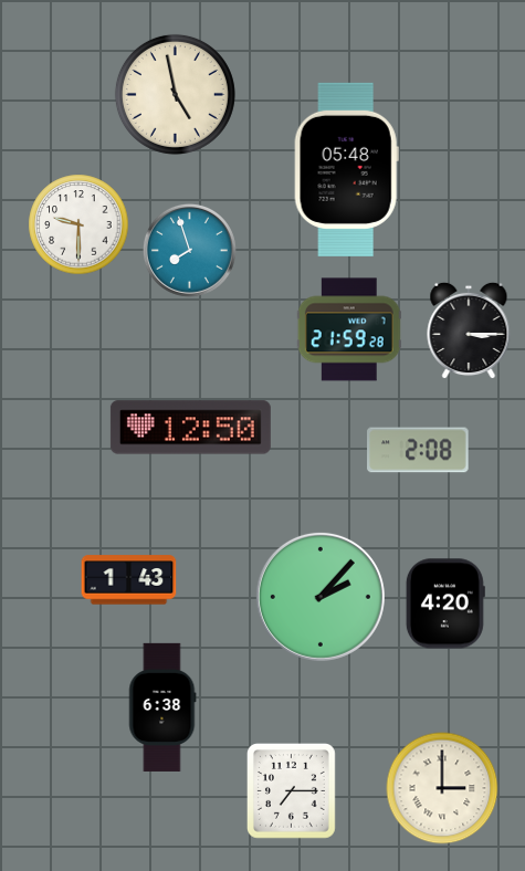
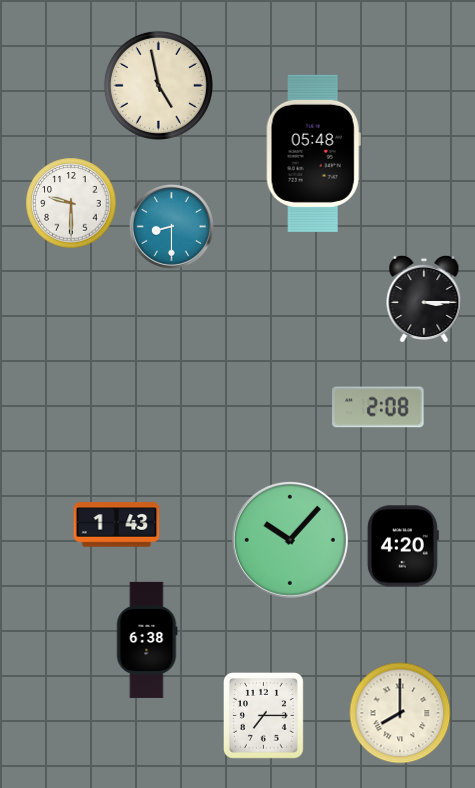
clock at (189, 250): 7:57 -> 8:30
clock at (349, 329): 21:59 -> none
clock at (190, 428): 12:50 -> none
clock at (321, 597): 2:07 -> 10:07
clock at (442, 788): 3:00 -> 8:00
